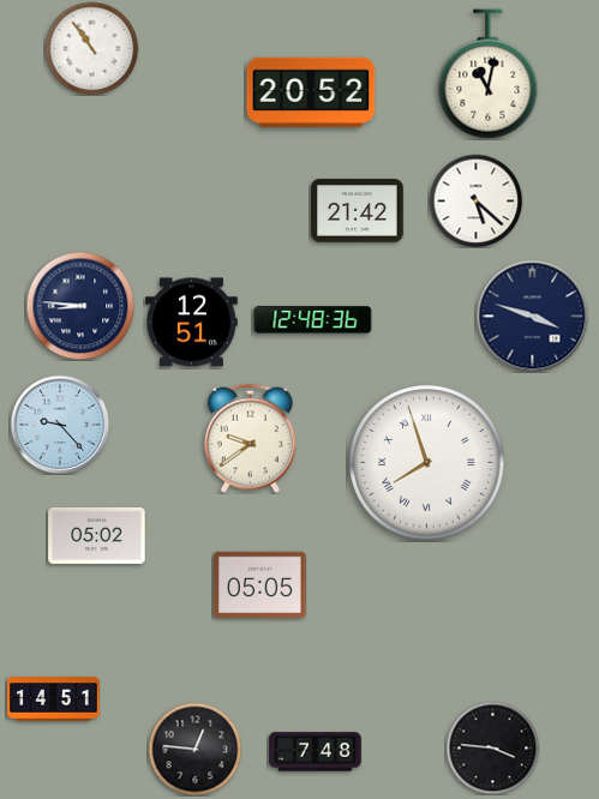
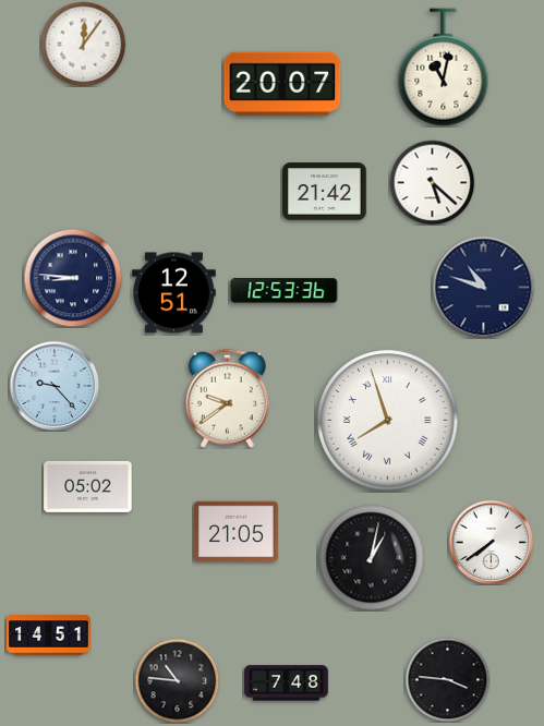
clock at (91, 48): 10:54 -> 12:06
clock at (311, 91): 20:52 -> 20:07
clock at (532, 316): 3:48 -> 10:48
clock at (313, 320): 12:48 -> 12:53
clock at (260, 585): 05:05 -> 21:05
clock at (491, 542): none -> 7:39
clock at (371, 557): none -> 1:02
clock at (194, 749): 12:46 -> 10:46
